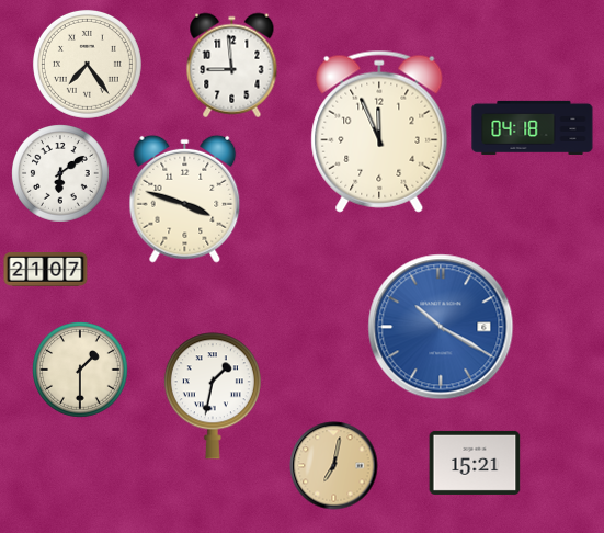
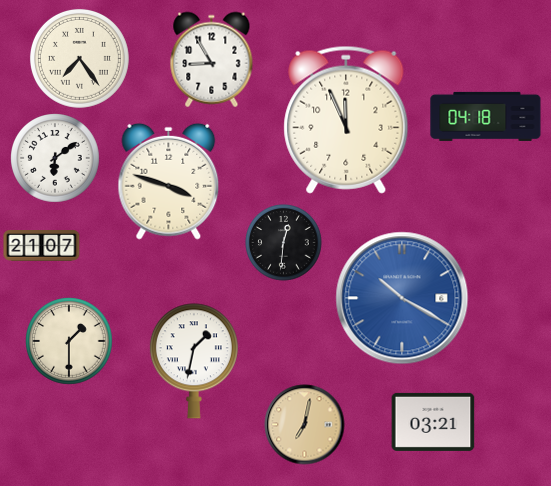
clock at (232, 66): 8:59 -> 8:55
clock at (284, 243): none -> 12:31
clock at (80, 370) position: (80, 370) -> (69, 341)
clock at (475, 463): 15:21 -> 03:21
